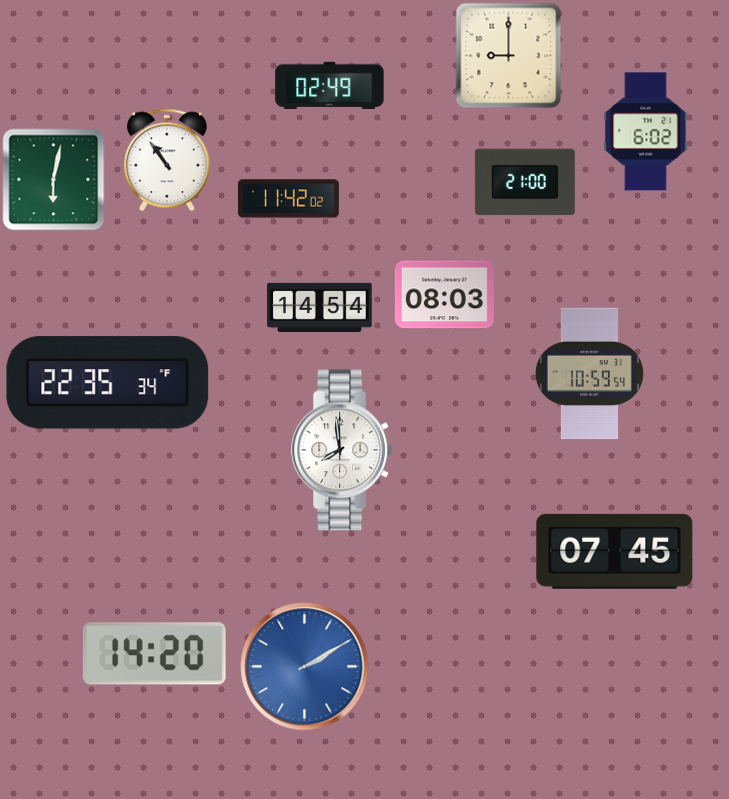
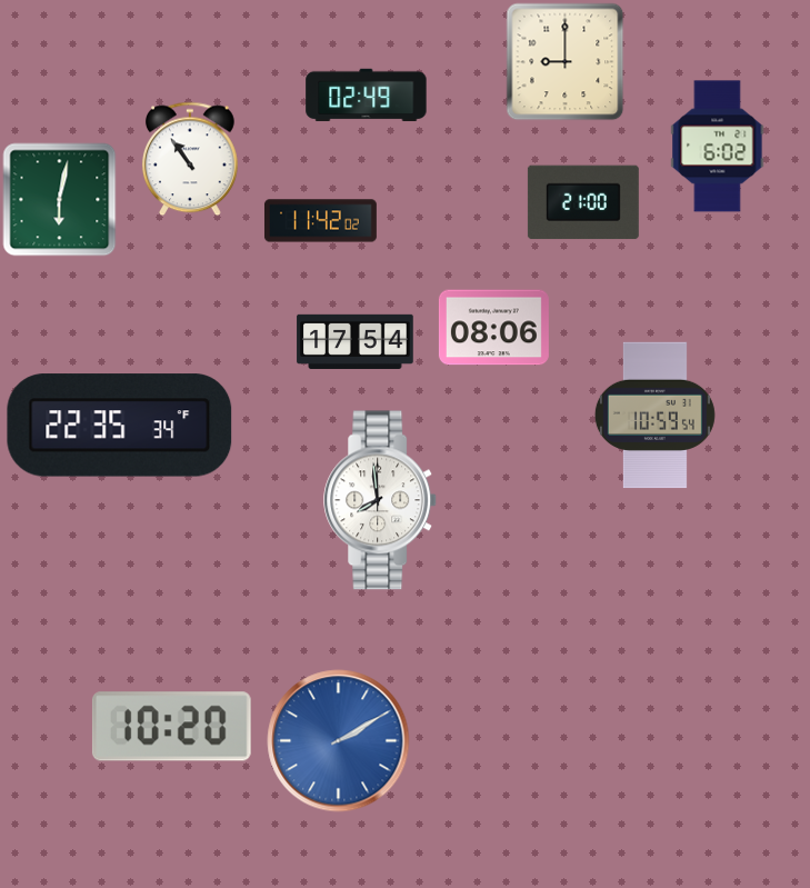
clock at (167, 160) position: (167, 160) -> (190, 159)
clock at (444, 295): 08:03 -> 08:06
clock at (320, 307): 14:54 -> 17:54
clock at (615, 551): 07:45 -> none
clock at (154, 654): 14:20 -> 10:20
